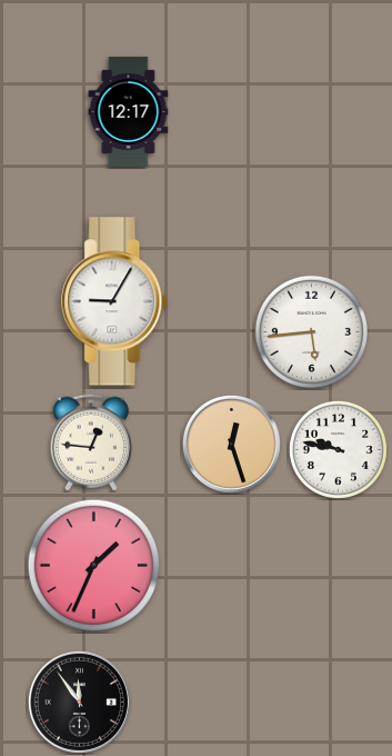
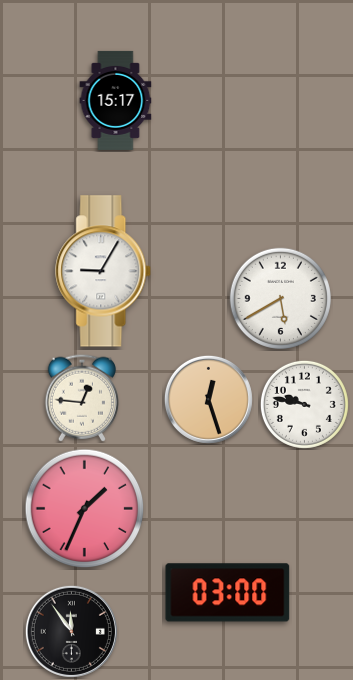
clock at (129, 111): 12:17 -> 15:17
clock at (311, 331): 5:44 -> 5:40
clock at (228, 593): none -> 03:00
